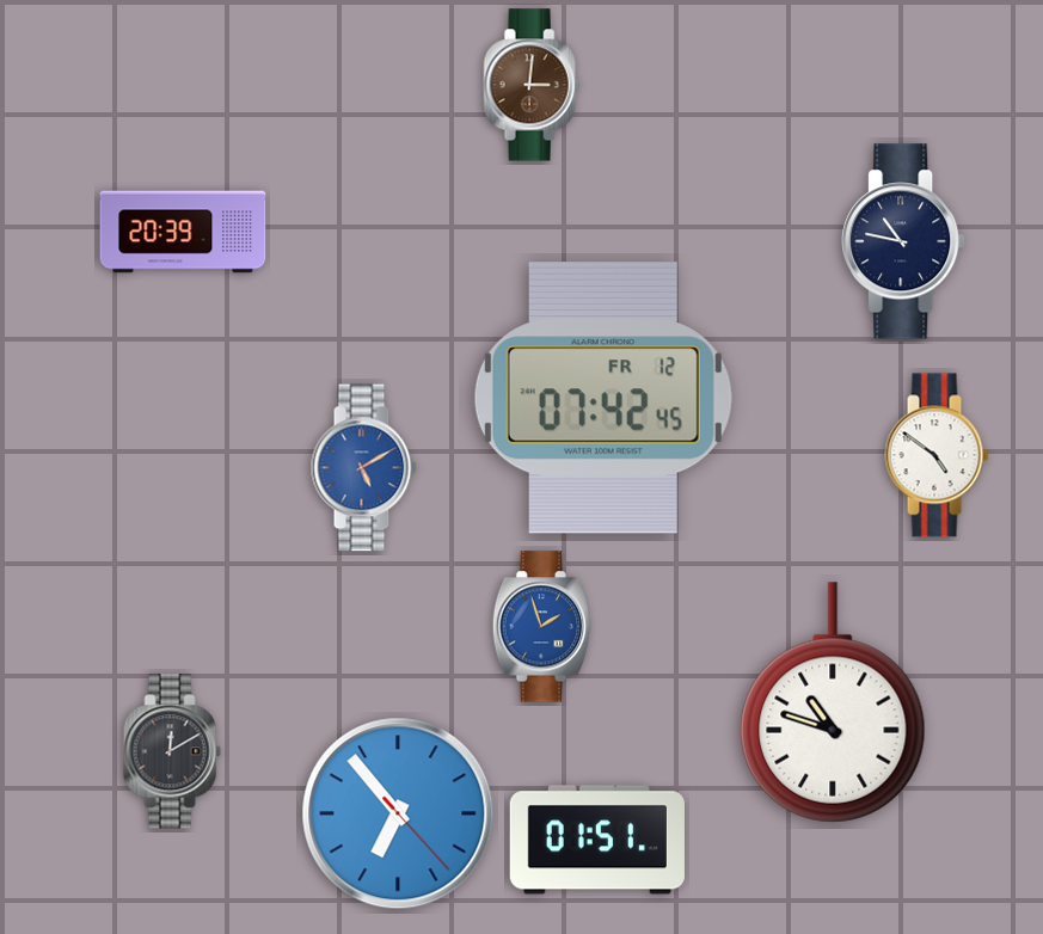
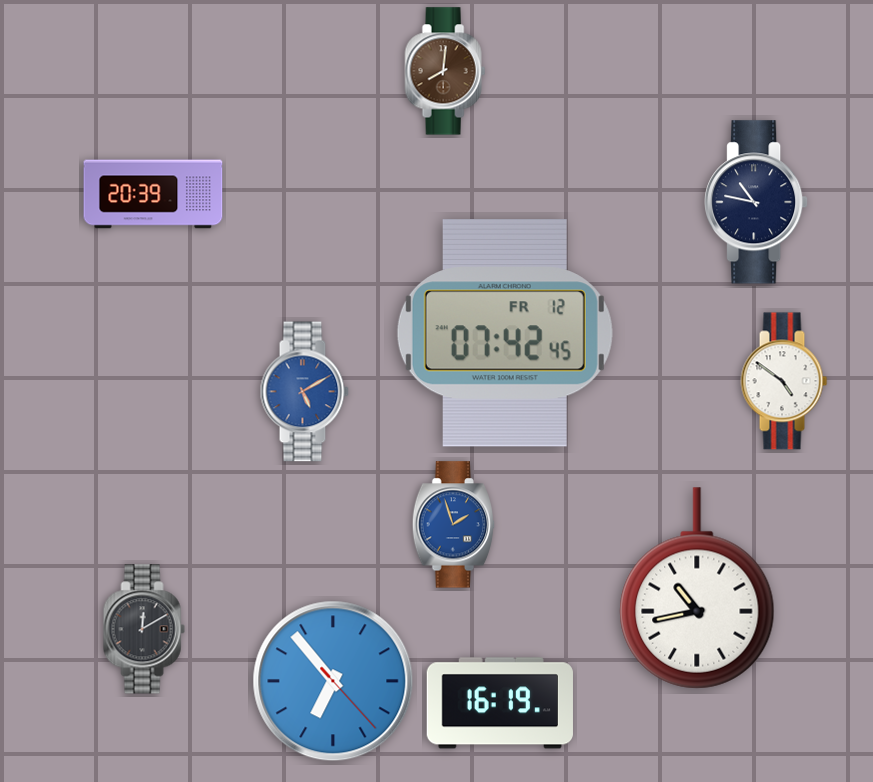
clock at (532, 85): 3:01 -> 8:01
clock at (833, 702): 10:48 -> 10:43
clock at (597, 840): 01:51 -> 16:19
